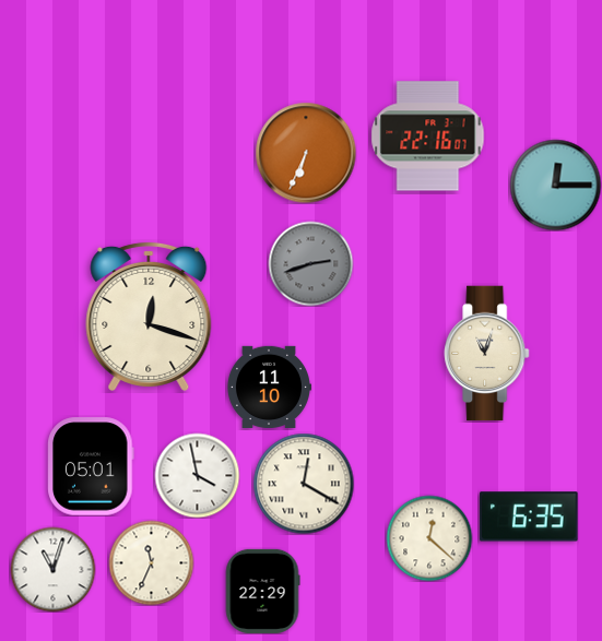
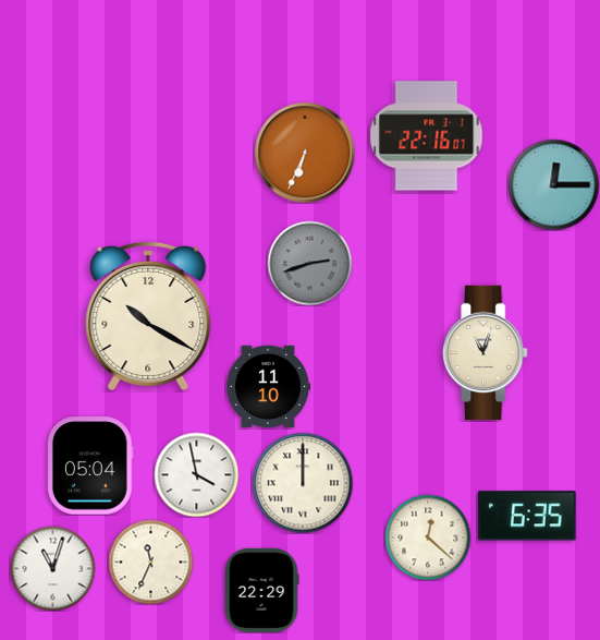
clock at (149, 316): 12:18 -> 10:20
clock at (91, 466): 05:01 -> 05:04
clock at (304, 484): 12:20 -> 12:00
